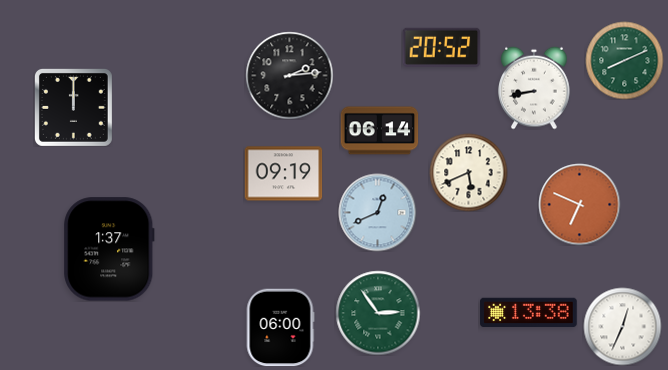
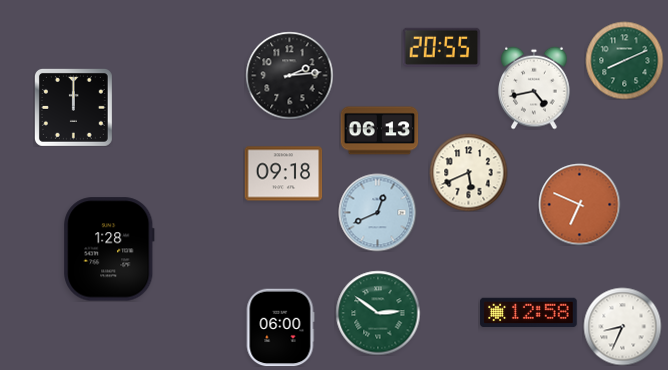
clock at (441, 47): 20:52 -> 20:55
clock at (535, 88): 8:43 -> 4:43
clock at (379, 131): 06:14 -> 06:13
clock at (283, 174): 09:19 -> 09:18
clock at (109, 249): 1:37 -> 1:28
clock at (378, 313): 2:54 -> 2:51
clock at (529, 313): 13:38 -> 12:58
clock at (622, 326): 12:34 -> 8:34
